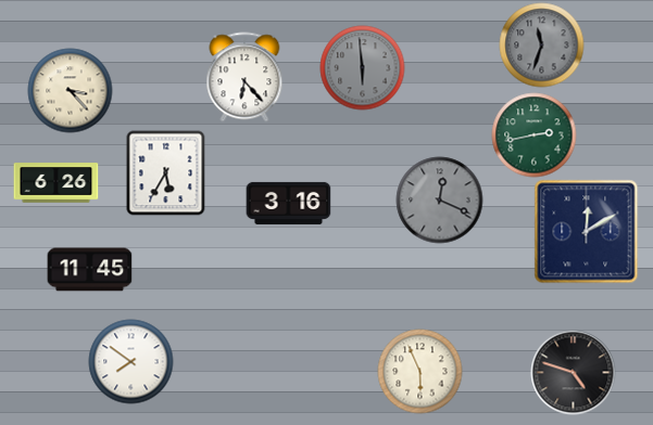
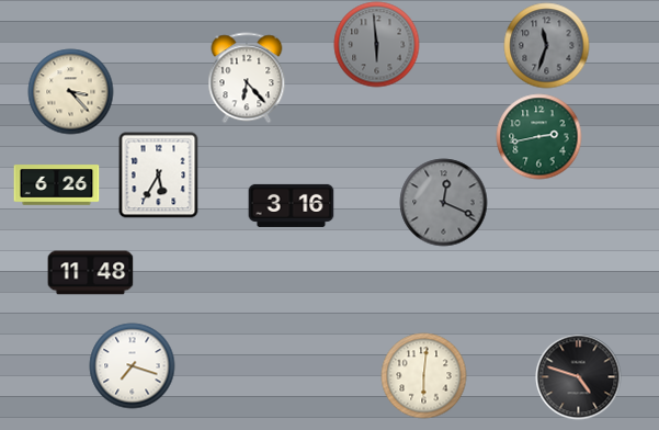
clock at (362, 67) position: (362, 67) -> (376, 44)
clock at (166, 172) position: (166, 172) -> (159, 174)
clock at (586, 231): 12:10 -> none
clock at (89, 270): 11:45 -> 11:48
clock at (130, 361): 7:51 -> 7:18
clock at (419, 371): 5:56 -> 6:01
